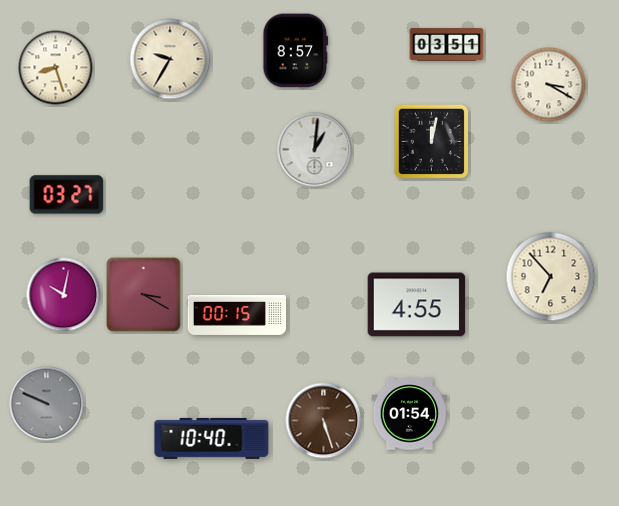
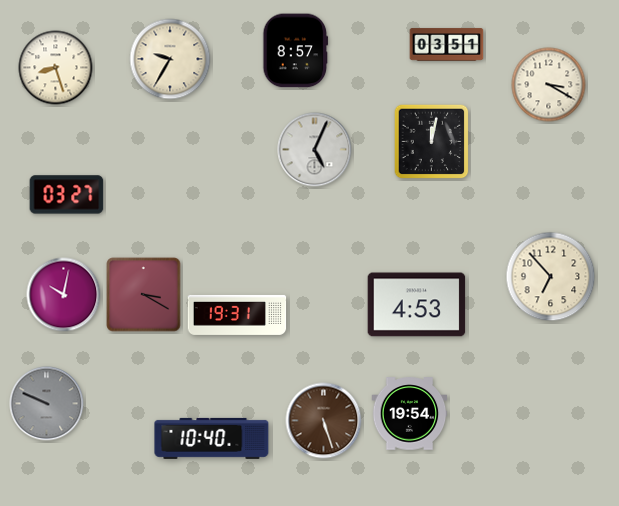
clock at (315, 150): 1:01 -> 5:04
clock at (417, 305): 4:55 -> 4:53
clock at (237, 315): 00:15 -> 19:31
clock at (410, 414): 01:54 -> 19:54
